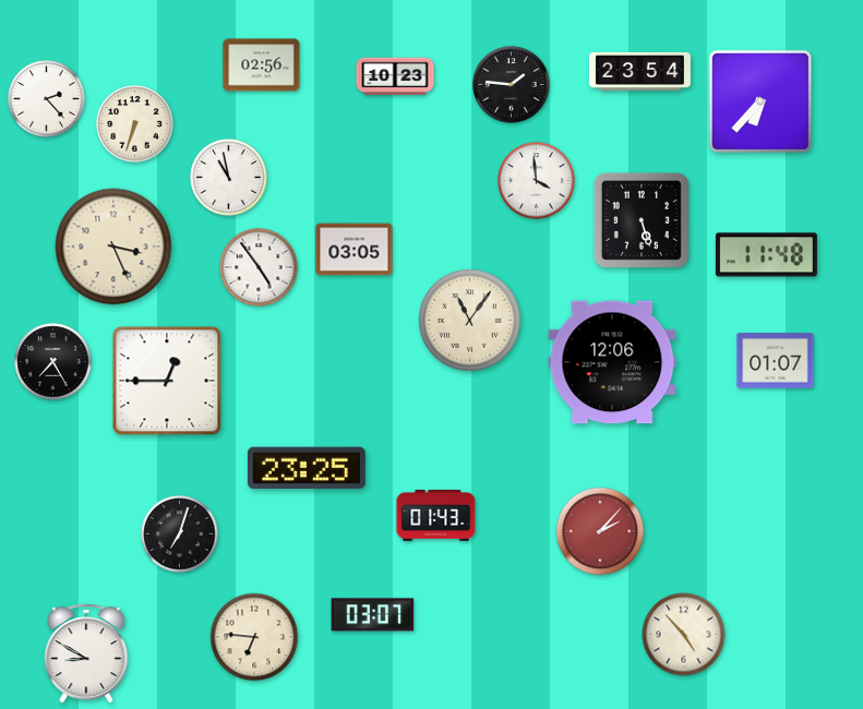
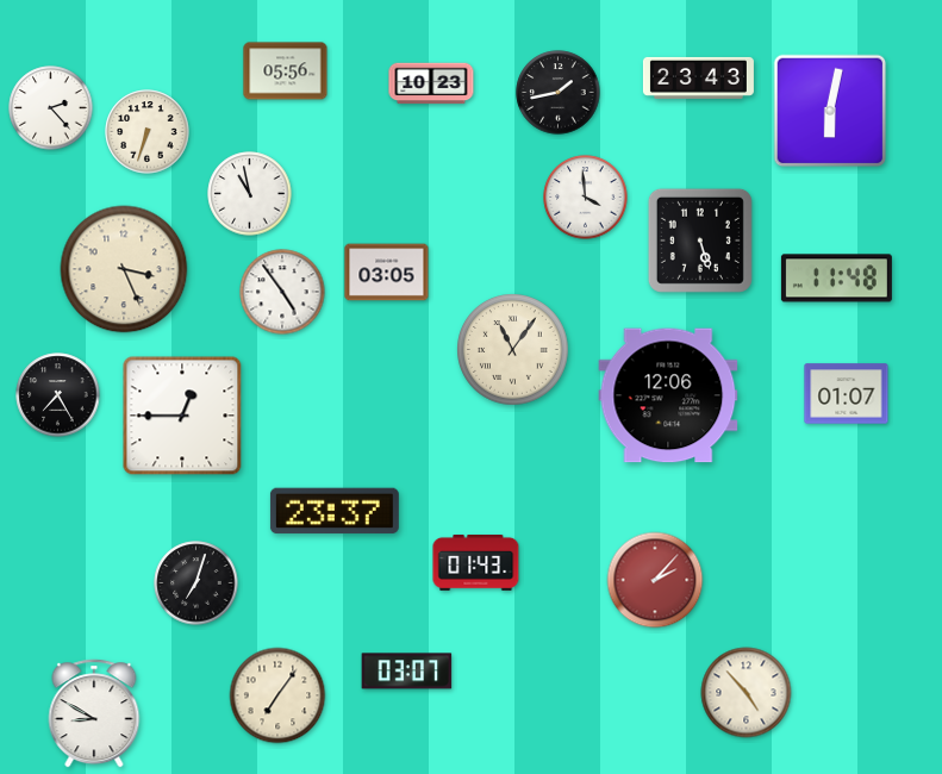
clock at (262, 65): 02:56 -> 05:56
clock at (639, 71): 23:54 -> 23:43
clock at (512, 85): 1:46 -> 1:43
clock at (760, 101): 6:37 -> 6:02
clock at (135, 124) position: (135, 124) -> (148, 132)
clock at (307, 468): 23:25 -> 23:37
clock at (254, 637): 6:46 -> 7:06
